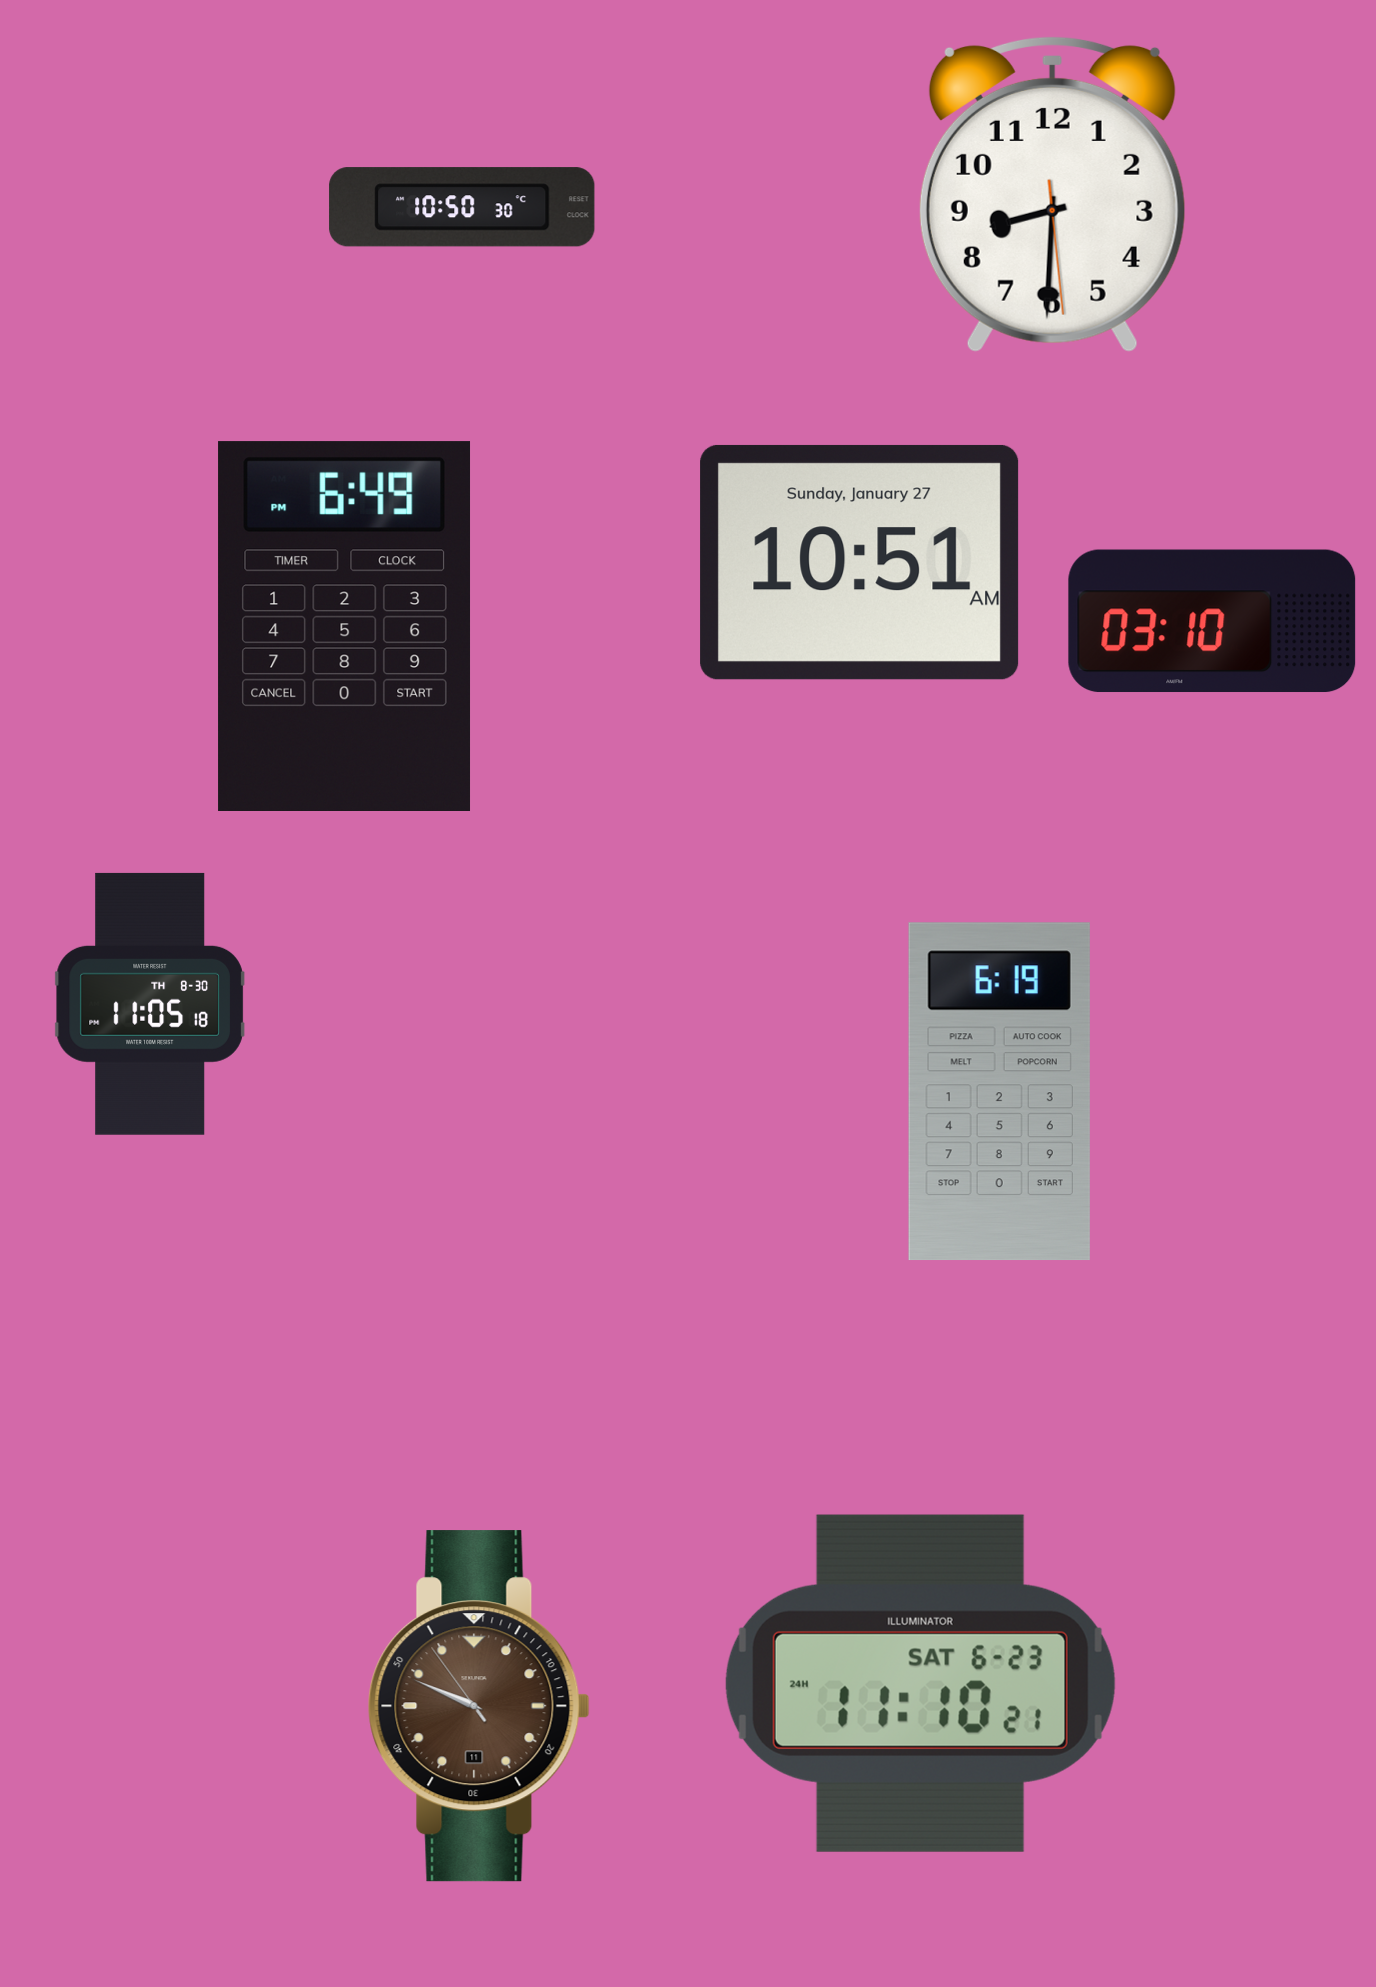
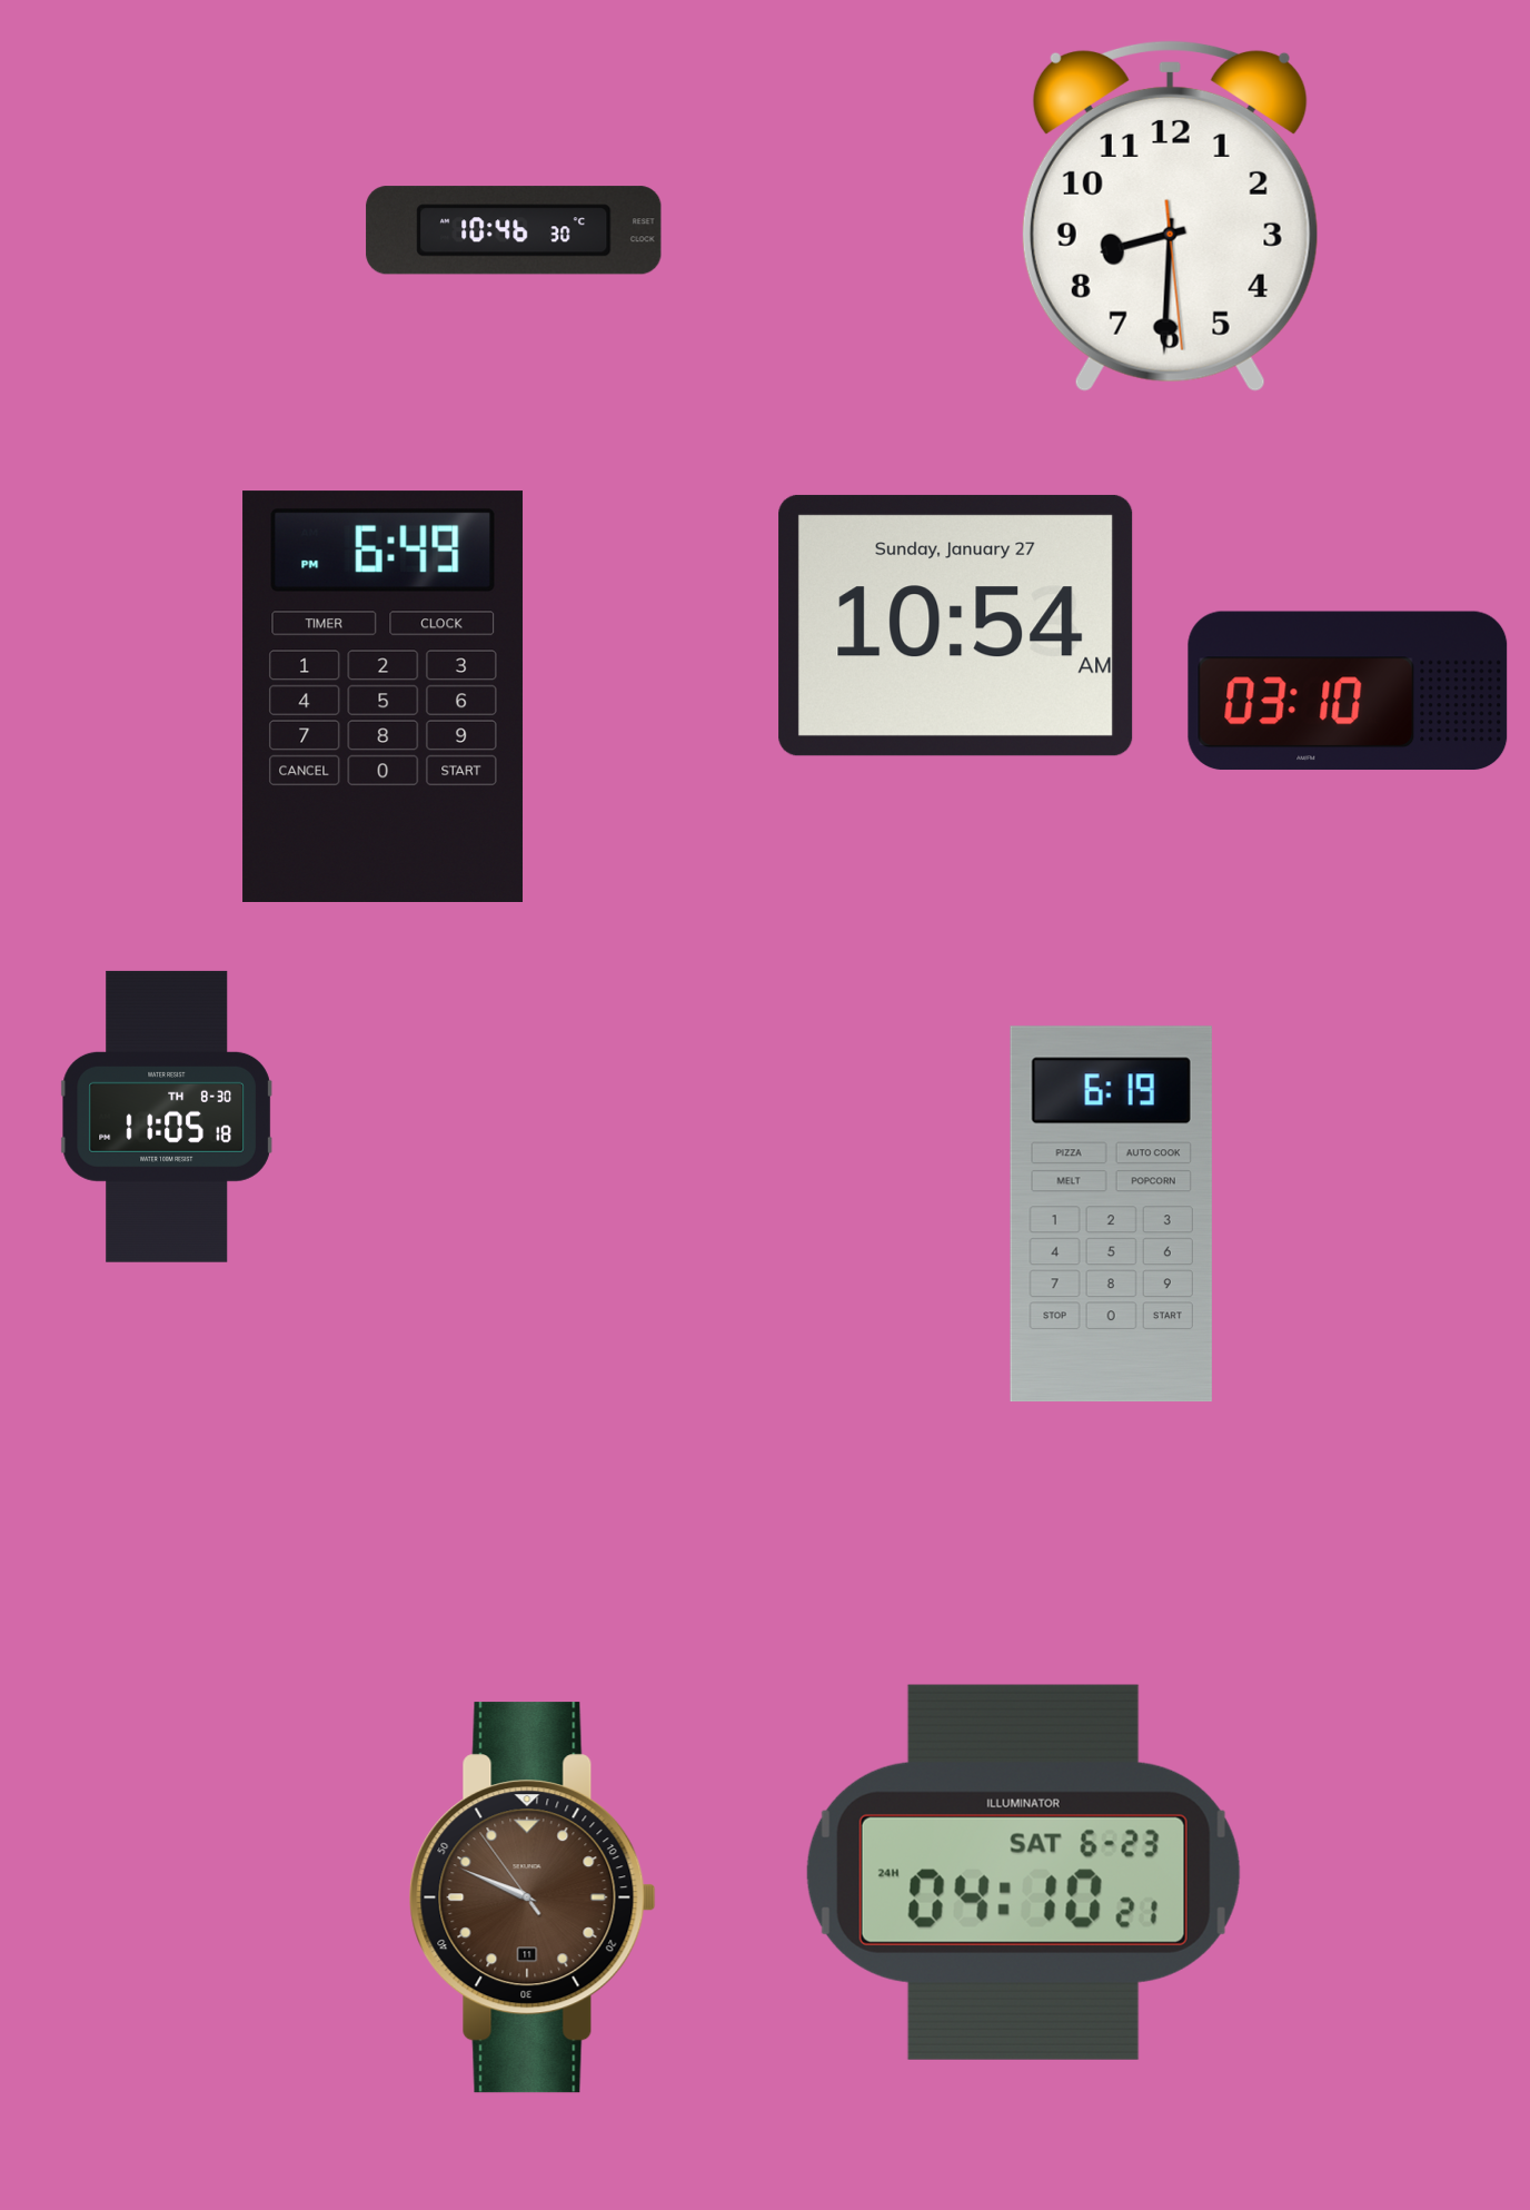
clock at (462, 207): 10:50 -> 10:46
clock at (860, 562): 10:51 -> 10:54
clock at (920, 1683): 11:10 -> 04:10
